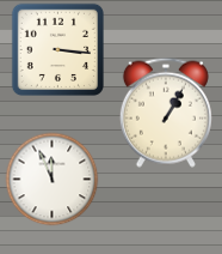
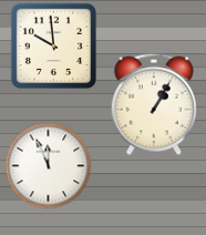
clock at (57, 49): 3:16 -> 9:59
